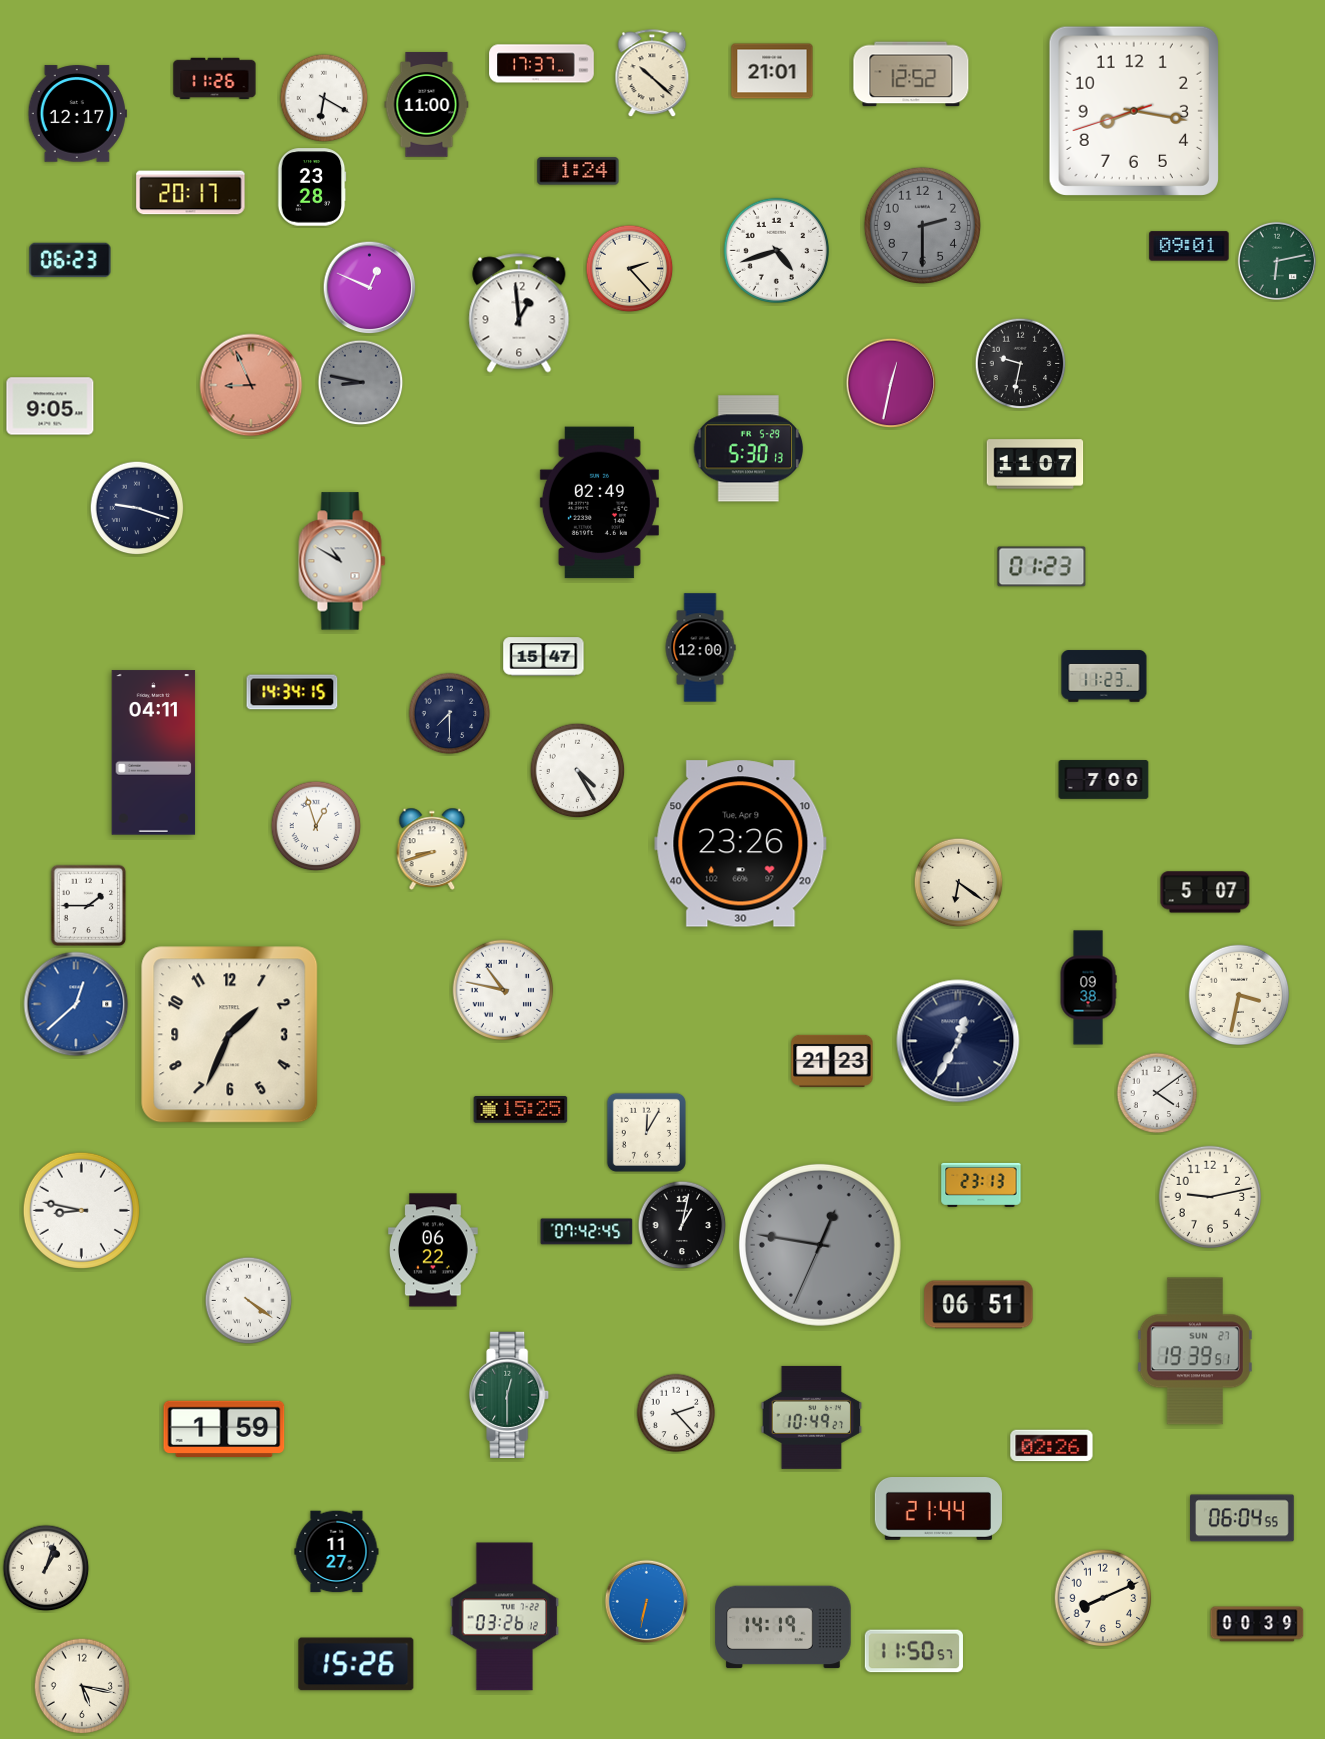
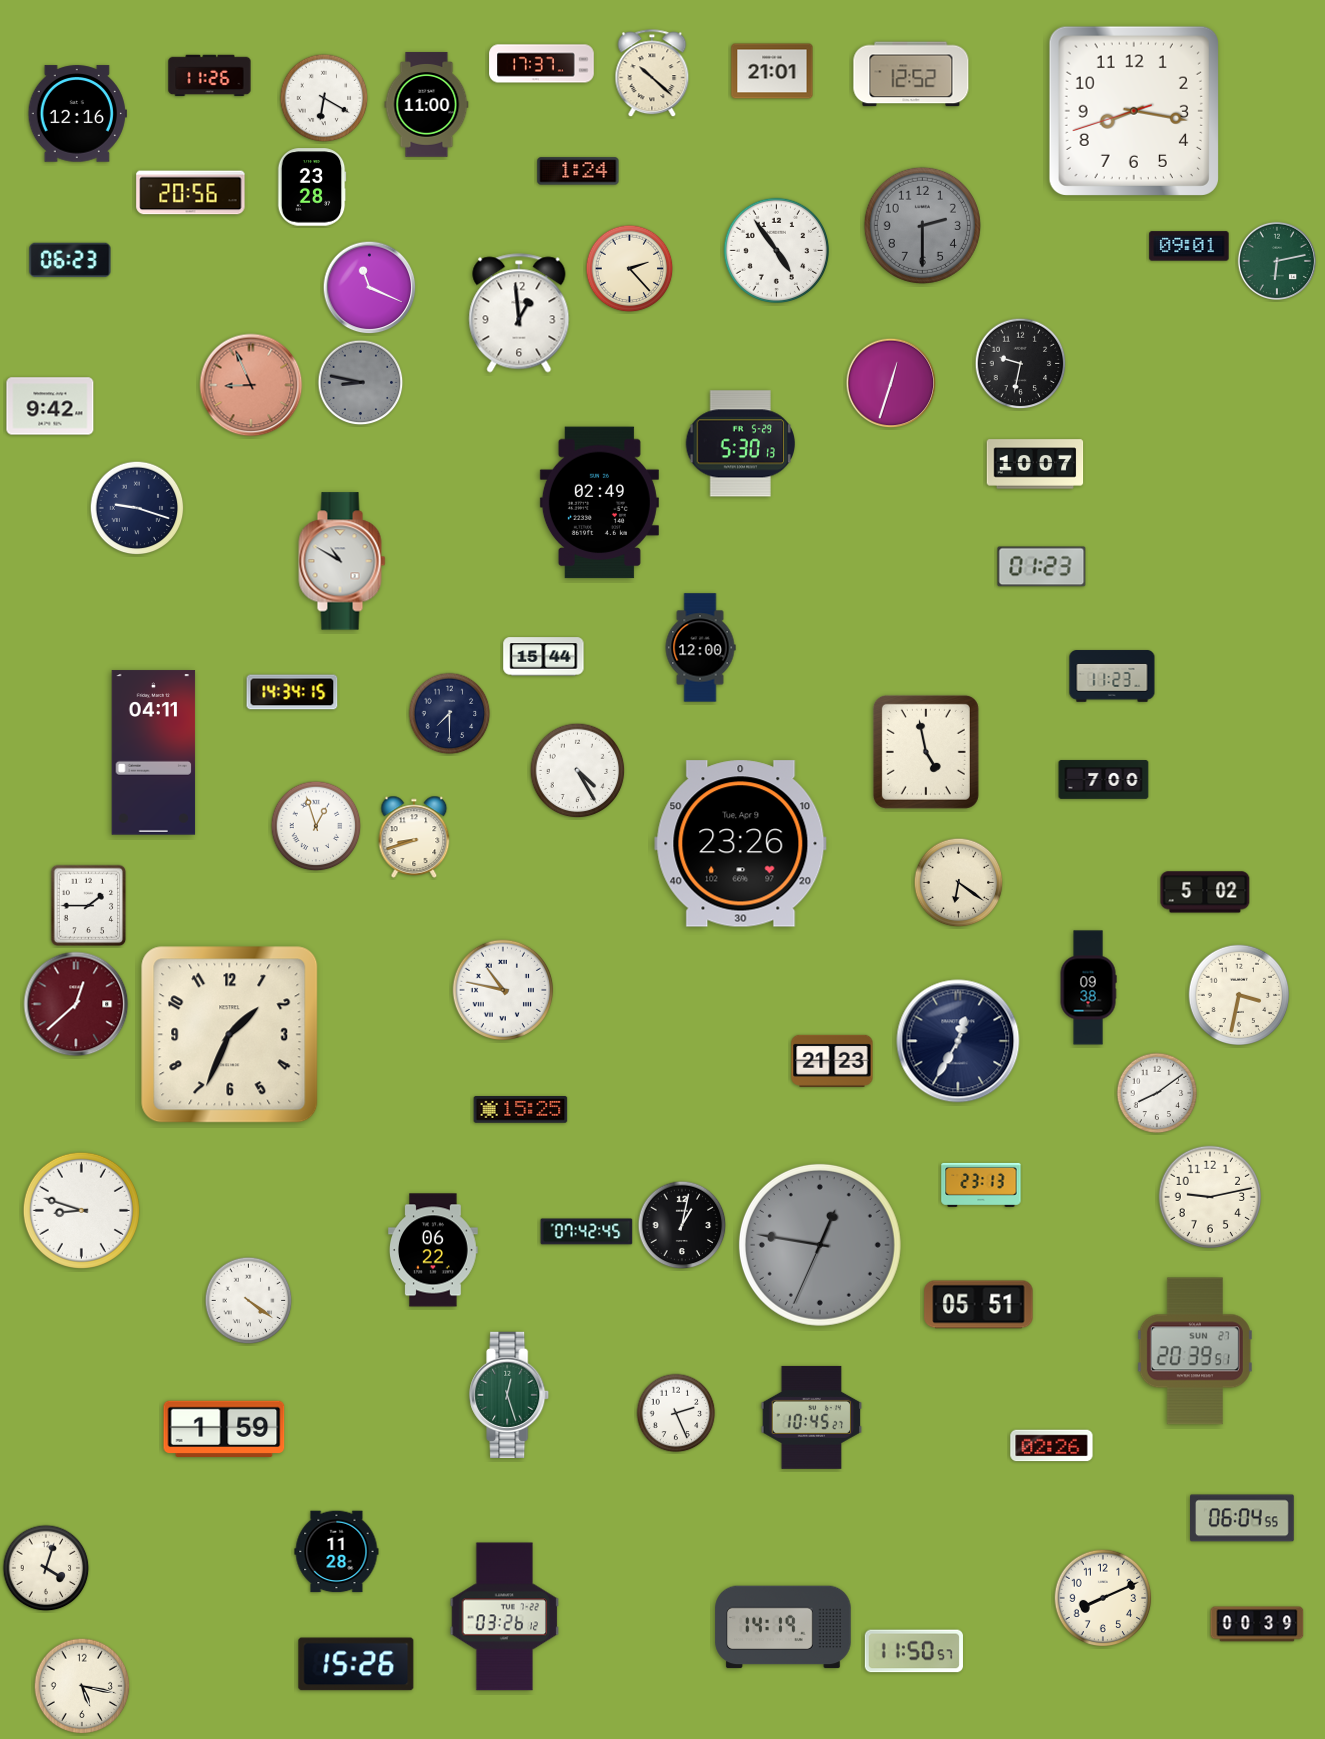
clock at (215, 79) position: (215, 79) -> (210, 76)
clock at (77, 114): 12:17 -> 12:16
clock at (191, 193): 20:17 -> 20:56
clock at (776, 250): 4:42 -> 4:54
clock at (370, 288): 12:49 -> 11:19
clock at (891, 383): 12:32 -> 12:33
clock at (50, 406): 9:05 -> 9:42
clock at (748, 449) position: (748, 449) -> (740, 444)
clock at (1035, 464): 11:07 -> 10:07
clock at (544, 657): 15:47 -> 15:44
clock at (1104, 676) position: (1104, 676) -> (1112, 676)
clock at (926, 752): none -> 4:58
clock at (432, 849) position: (432, 849) -> (414, 837)
clock at (1205, 892): 5:07 -> 5:02
clock at (76, 1004) dial: blue -> burgundy
clock at (1157, 1093): 4:09 -> 8:09
clock at (646, 1132): 12:05 -> none
clock at (81, 1210): 8:47 -> 8:48
clock at (979, 1305): 06:51 -> 05:51
clock at (1195, 1351): 19:39 -> 20:39
clock at (510, 1394): 12:30 -> 12:27
clock at (676, 1413): 2:23 -> 2:26
clock at (812, 1417): 10:49 -> 10:45
clock at (938, 1509): 21:44 -> none
clock at (337, 1552): 11:27 -> 11:28
clock at (46, 1568): 1:03 -> 4:03
clock at (647, 1602): 6:32 -> none
